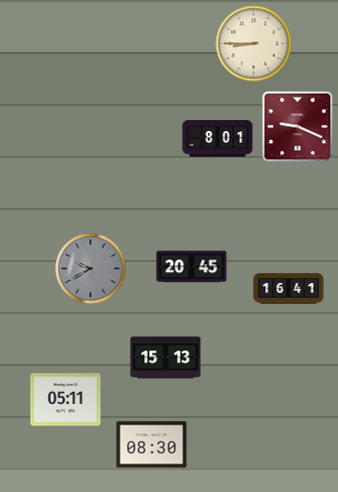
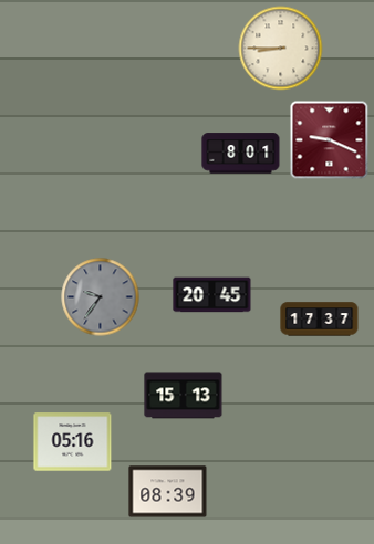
clock at (91, 269): 9:40 -> 9:36
clock at (289, 289): 16:41 -> 17:37
clock at (66, 400): 05:11 -> 05:16
clock at (152, 445): 08:30 -> 08:39
